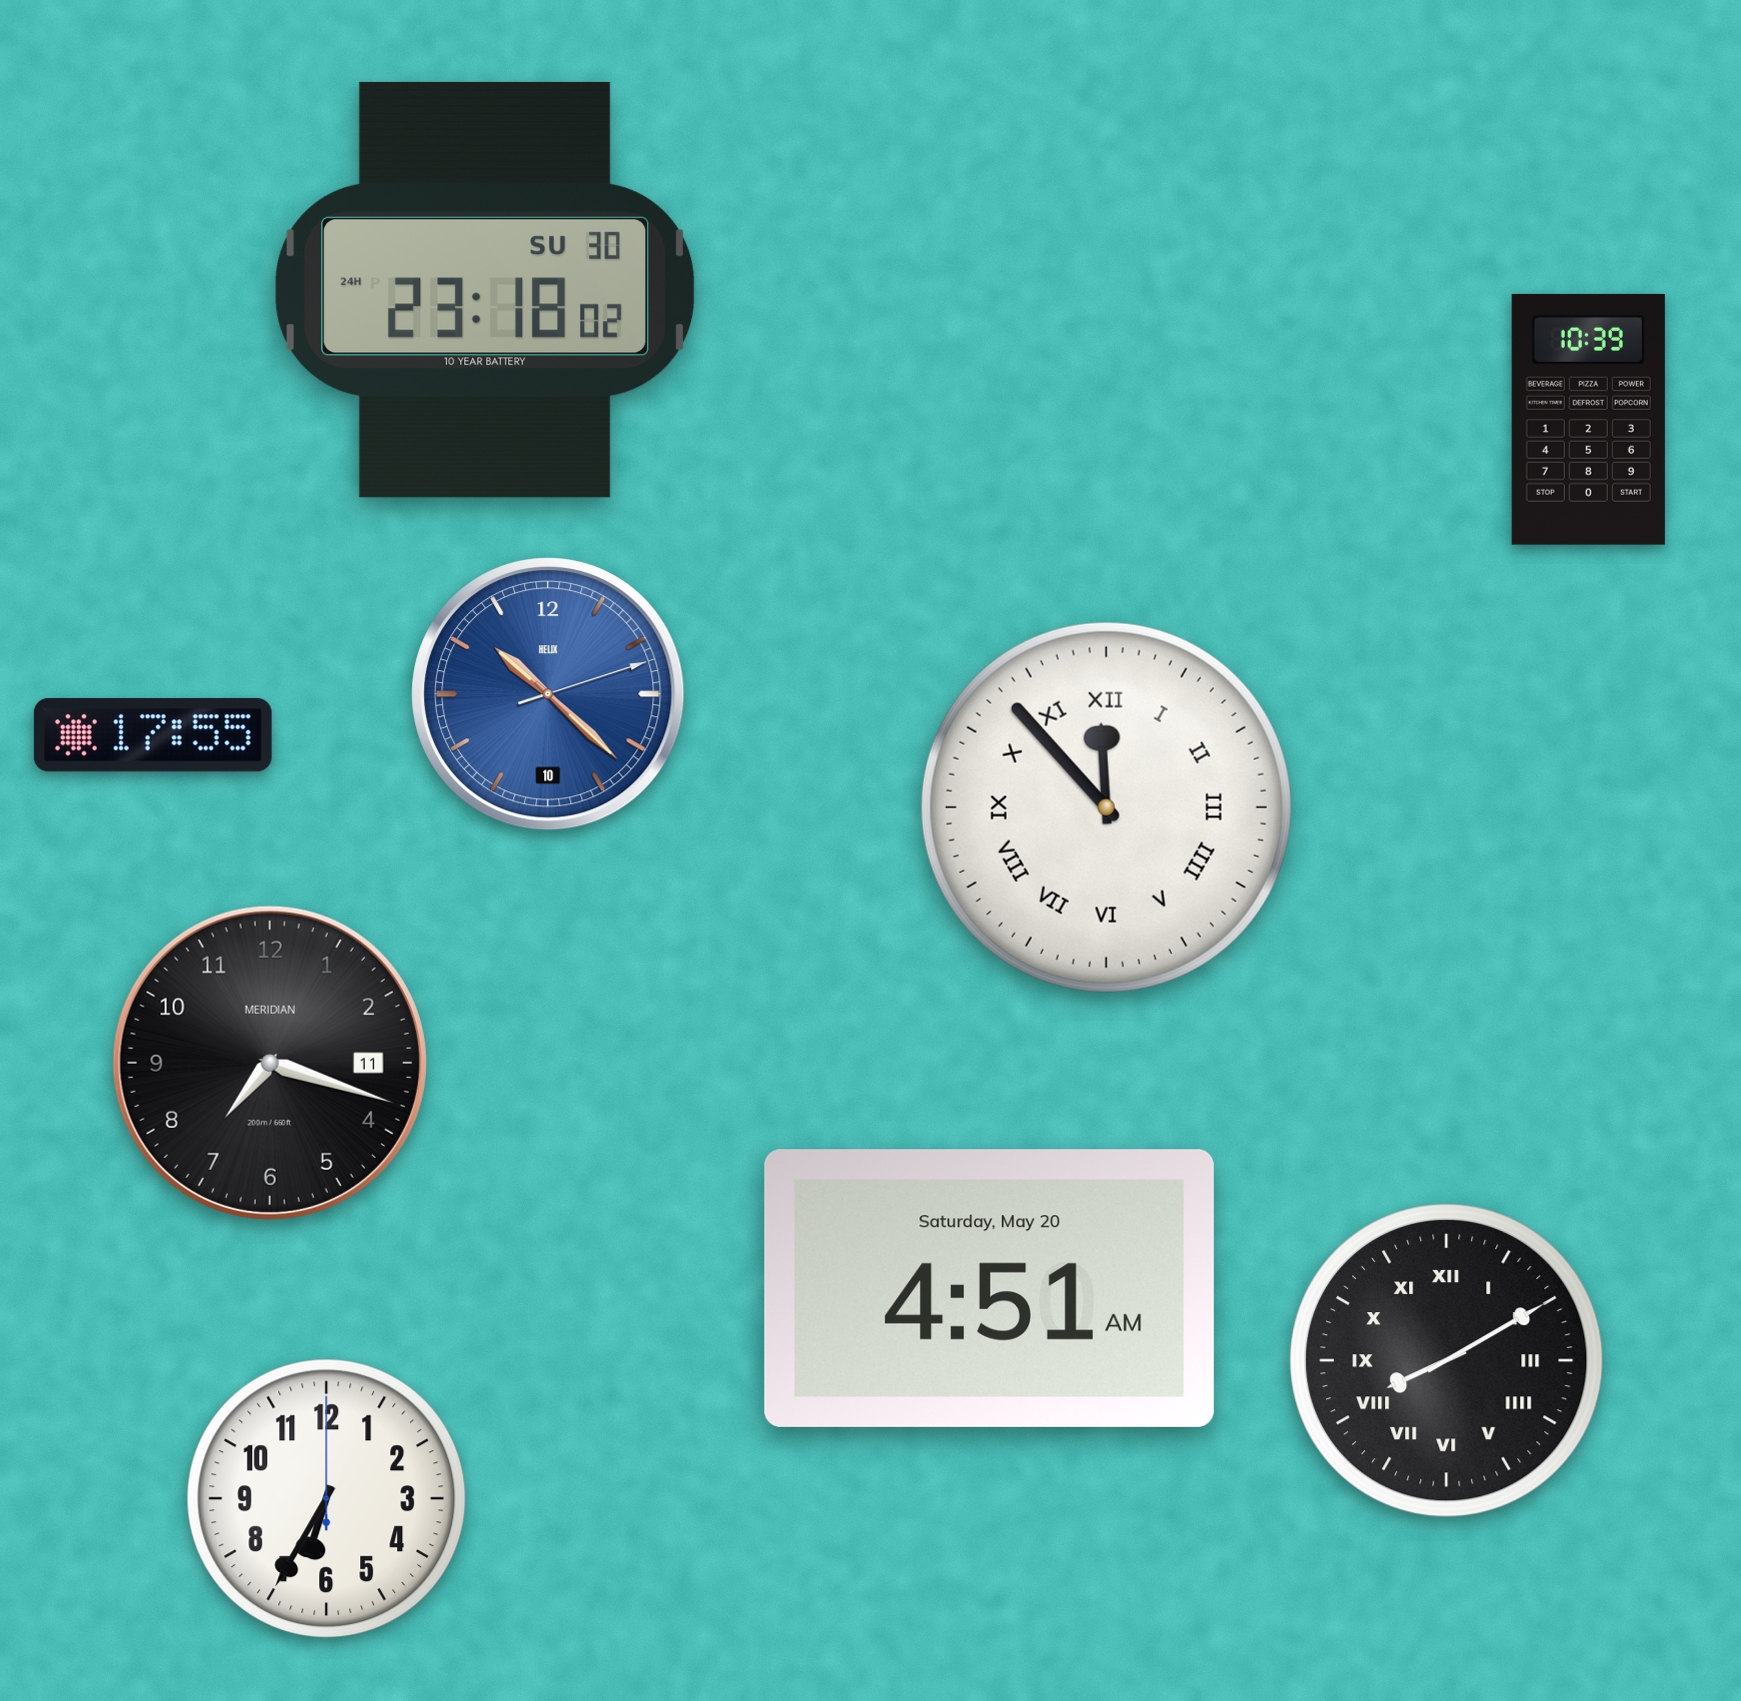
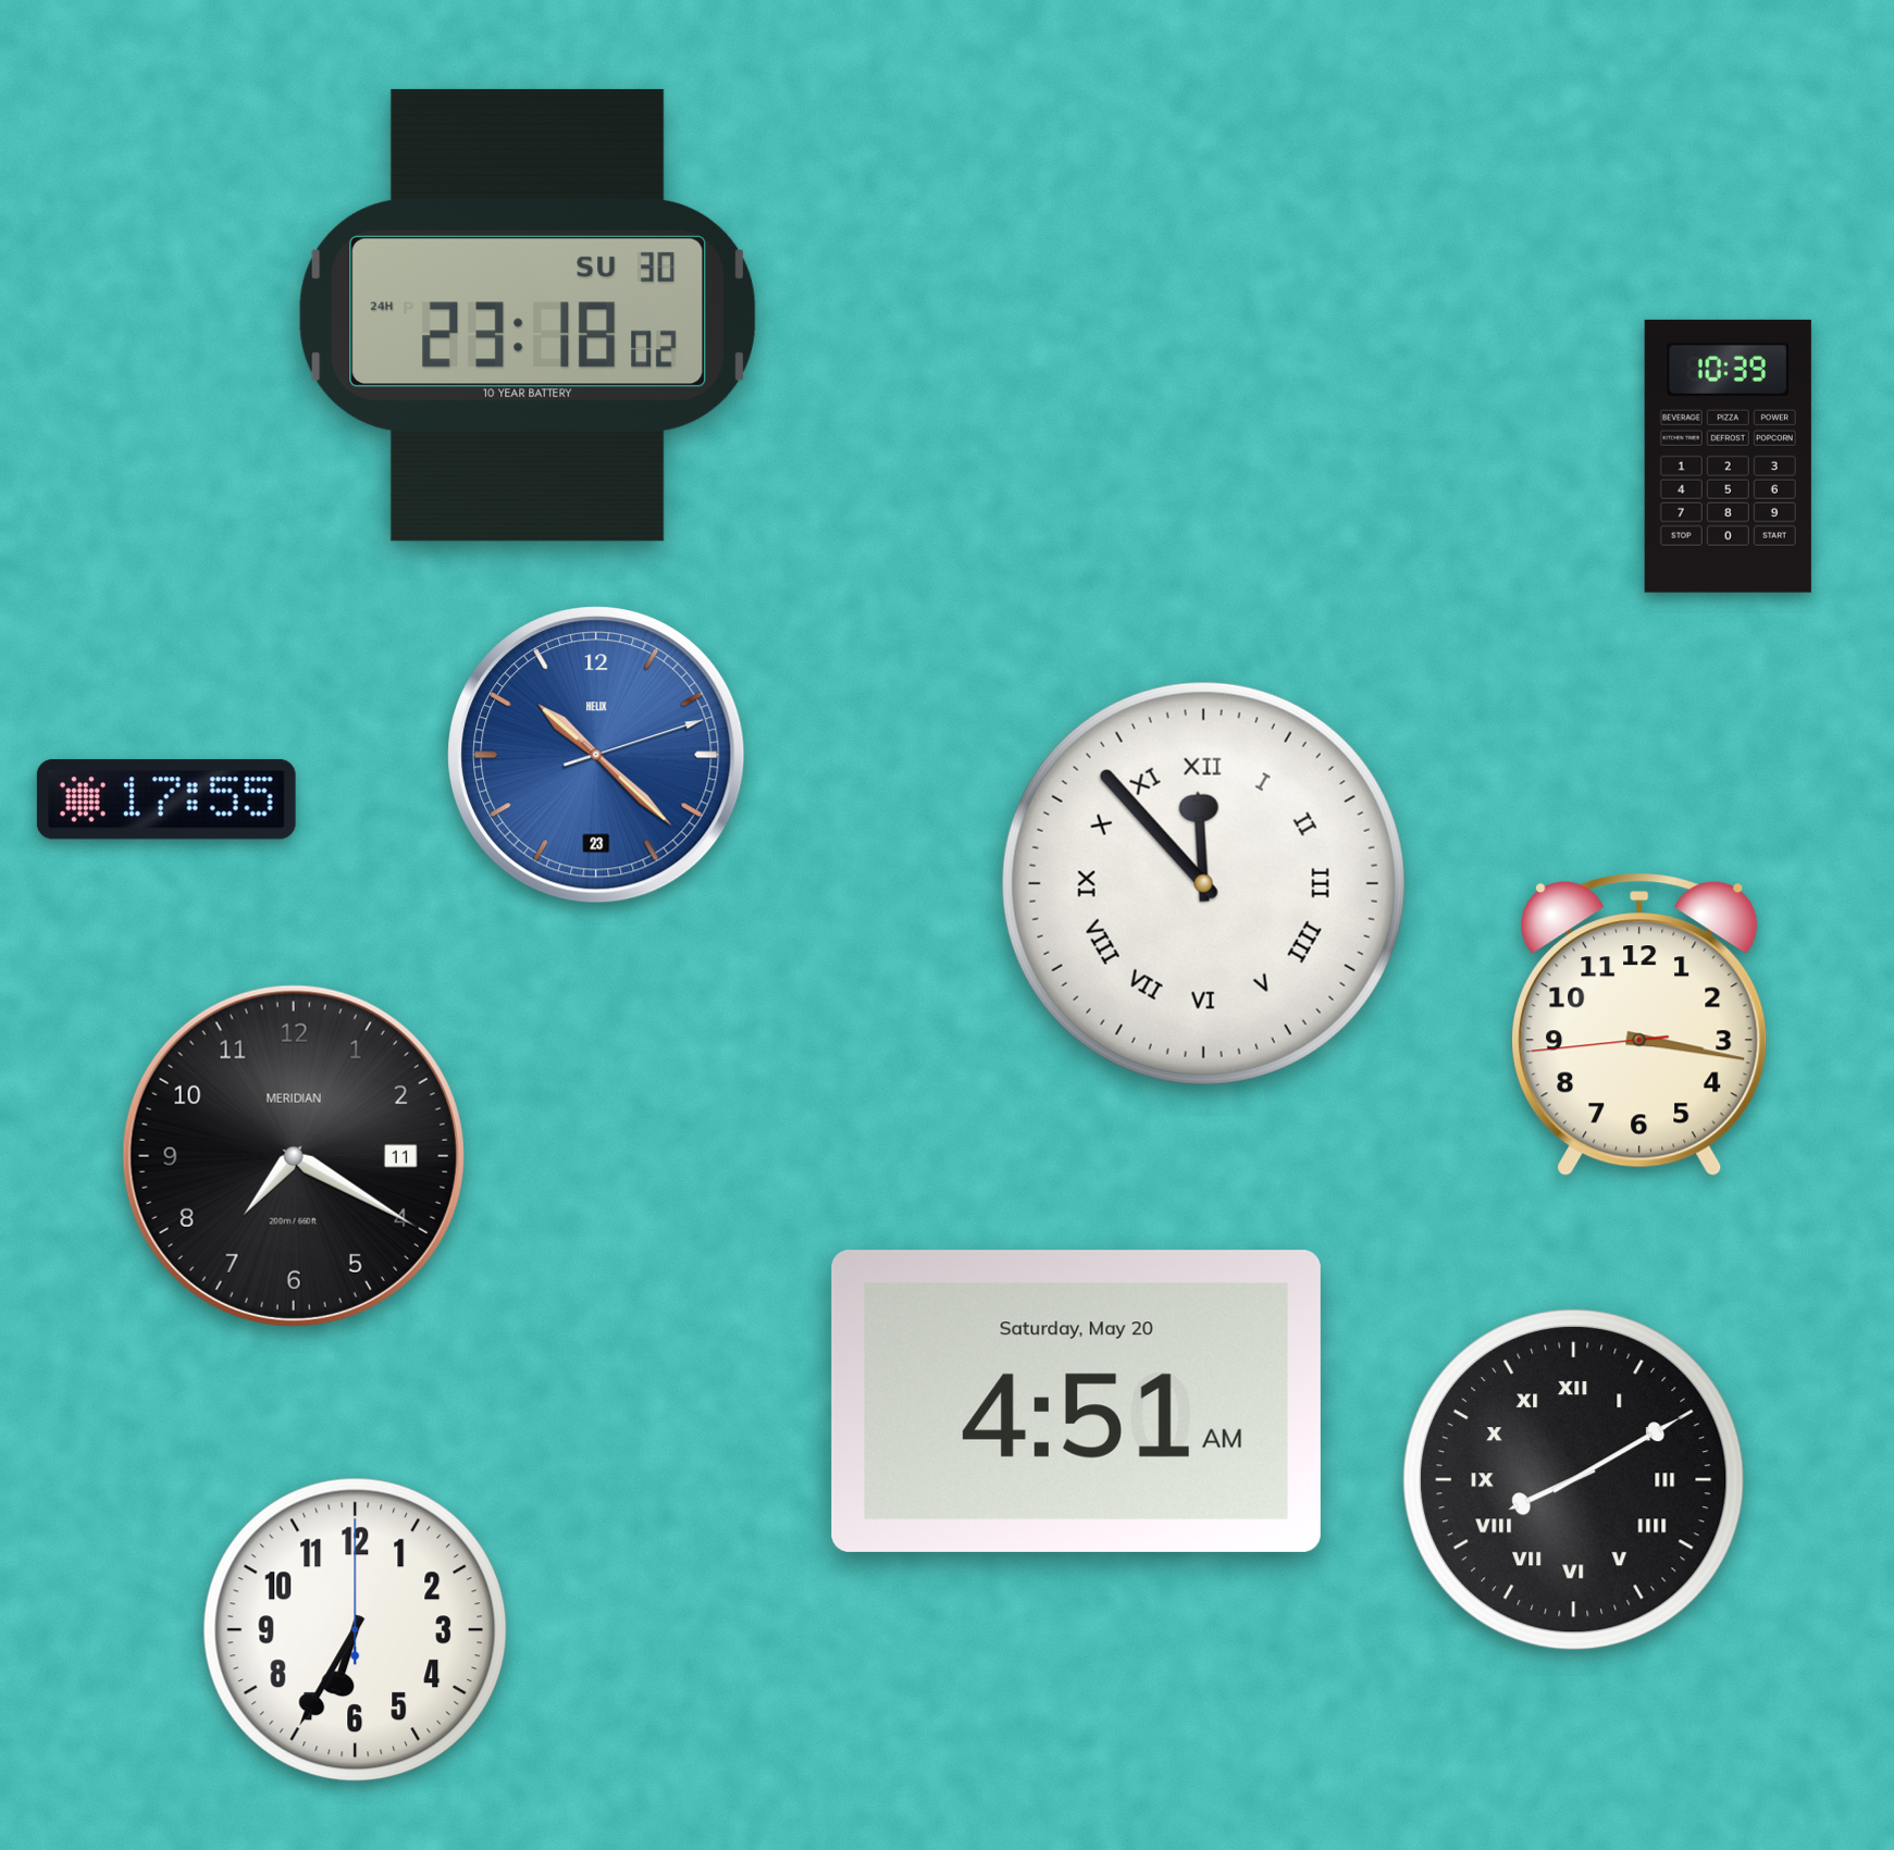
clock at (548, 694) date: 10 -> 23
clock at (1106, 807) position: (1106, 807) -> (1203, 883)
clock at (1639, 1025): none -> 3:16
clock at (270, 1063): 7:18 -> 7:20
